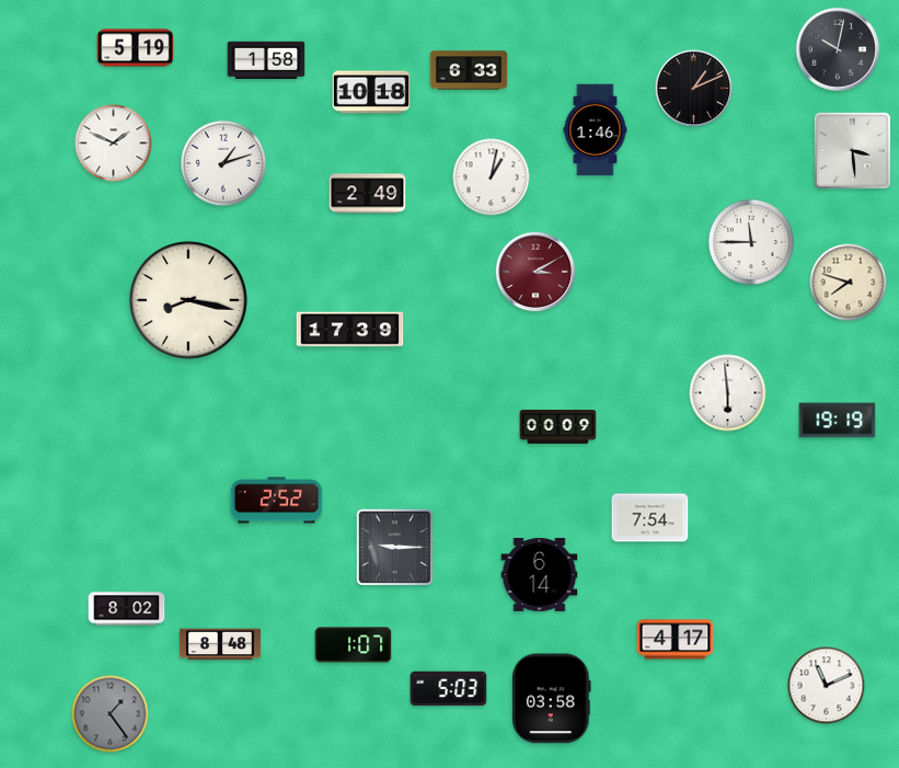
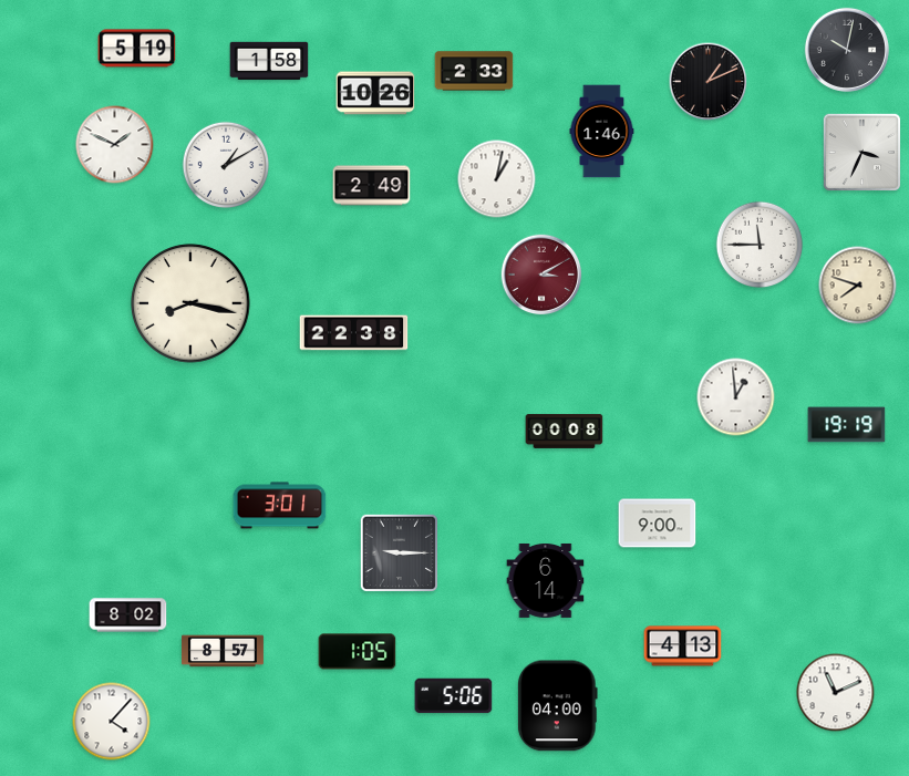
clock at (469, 70): 6:33 -> 2:33
clock at (694, 89) position: (694, 89) -> (709, 82)
clock at (371, 92): 10:18 -> 10:26
clock at (852, 150): 3:29 -> 3:34
clock at (223, 163): 1:12 -> 1:10
clock at (368, 194) position: (368, 194) -> (372, 186)
clock at (350, 330): 17:39 -> 22:38
clock at (728, 393): 5:59 -> 12:59
clock at (558, 426): 00:09 -> 00:08
clock at (277, 501): 2:52 -> 3:01
clock at (650, 518): 7:54 -> 9:00
clock at (676, 640): 4:17 -> 4:13
clock at (220, 644): 8:48 -> 8:57
clock at (354, 645): 1:07 -> 1:05
clock at (449, 689): 5:03 -> 5:06
clock at (552, 699): 03:58 -> 04:00
clock at (111, 714): 1:24 -> 4:07
clock at (111, 714) dial: grey -> white
